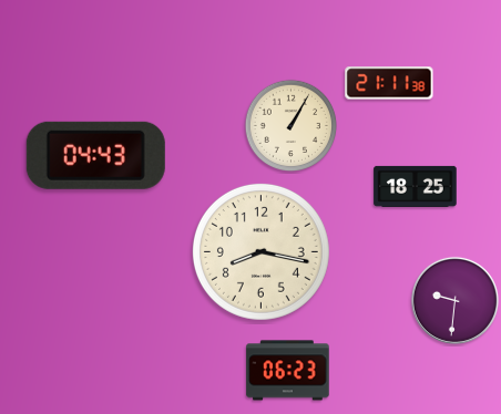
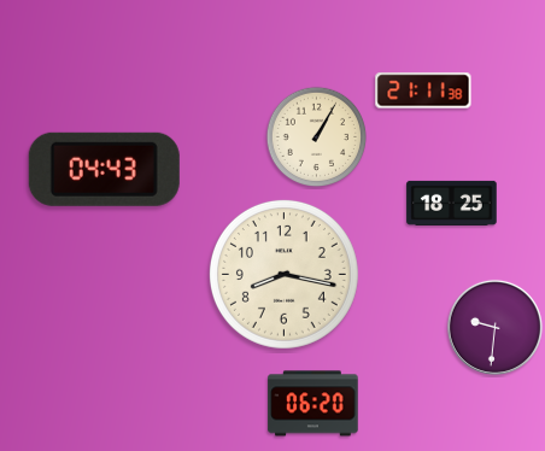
clock at (288, 371): 06:23 -> 06:20
